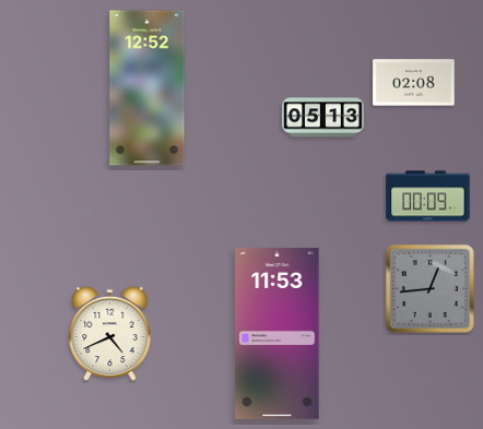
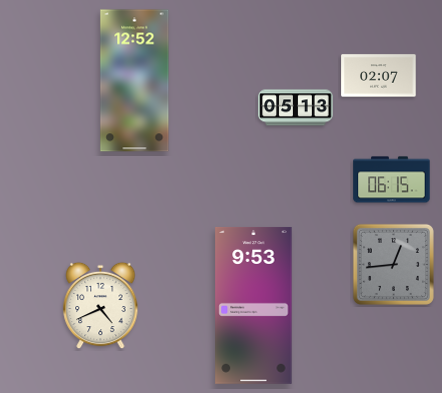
clock at (414, 83): 02:08 -> 02:07
clock at (428, 196): 00:09 -> 06:15
clock at (278, 333): 11:53 -> 9:53
